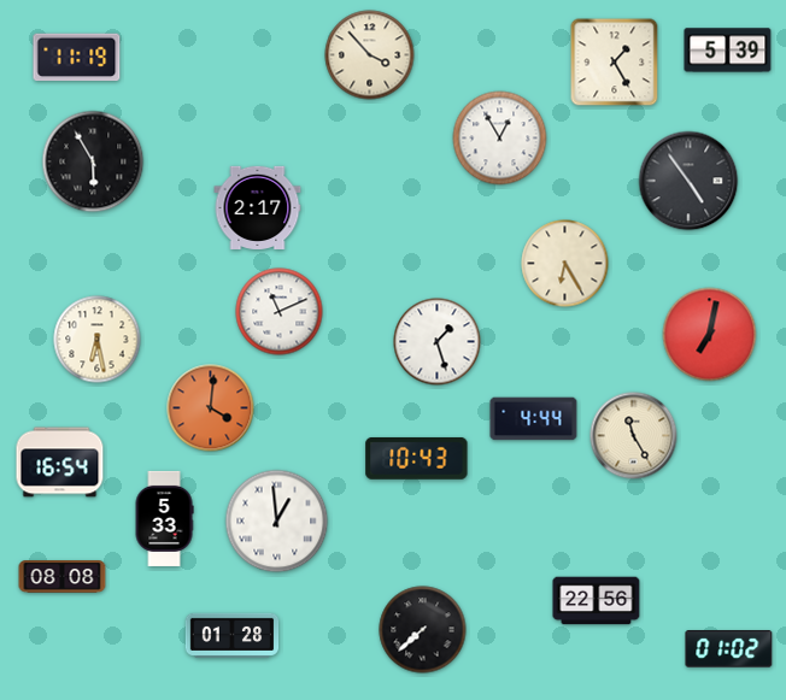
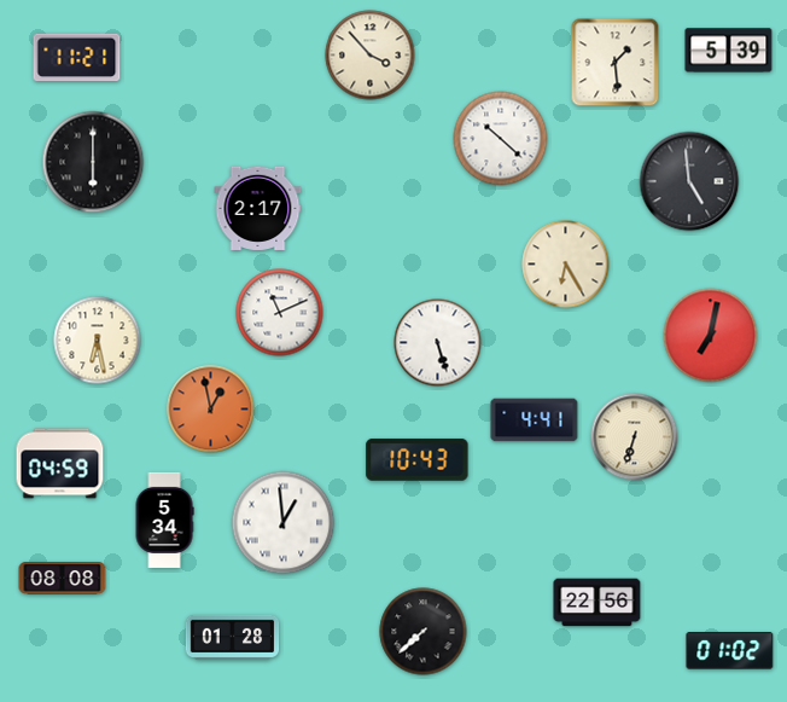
clock at (77, 58): 11:19 -> 11:21
clock at (615, 63): 1:25 -> 1:29
clock at (500, 139): 12:55 -> 10:22
clock at (93, 161): 5:55 -> 6:00
clock at (688, 181): 4:54 -> 4:59
clock at (438, 342): 1:27 -> 5:27
clock at (211, 408): 4:01 -> 12:58
clock at (534, 419): 4:44 -> 4:41
clock at (634, 436): 11:25 -> 6:33
clock at (60, 463): 16:54 -> 04:59
clock at (164, 518): 5:33 -> 5:34
clock at (277, 522) position: (277, 522) -> (284, 523)
